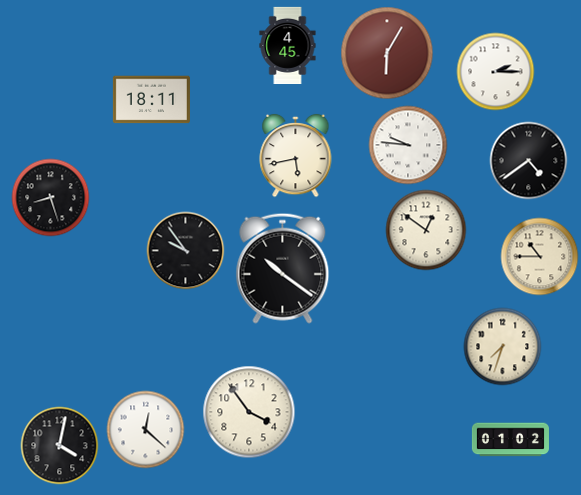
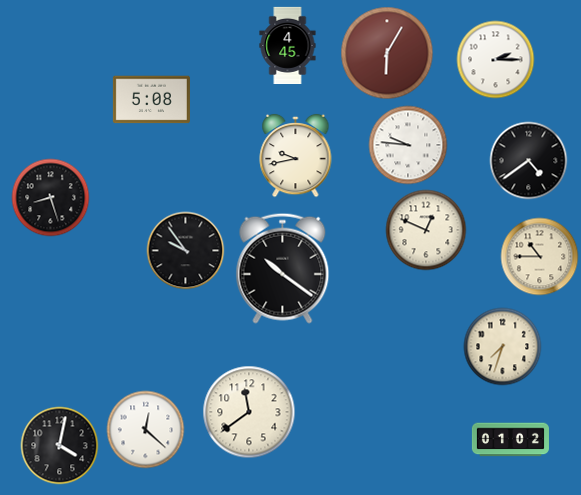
clock at (495, 71) position: (495, 71) -> (495, 59)
clock at (151, 100): 18:11 -> 5:08
clock at (296, 155): 5:43 -> 9:43
clock at (426, 230): 12:51 -> 12:49
clock at (249, 412): 3:54 -> 11:39
